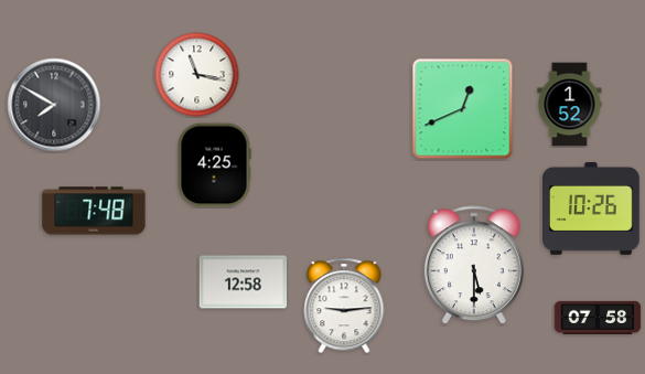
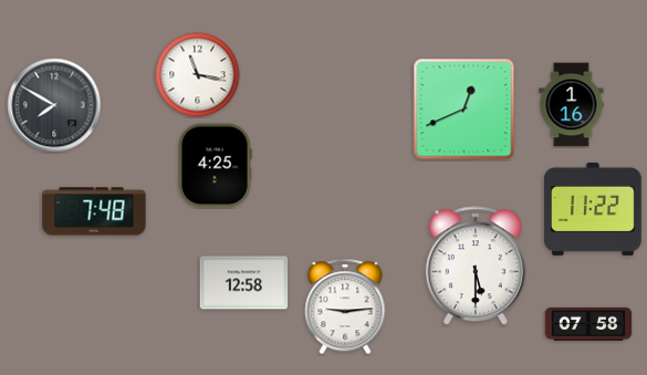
clock at (570, 105): 1:52 -> 1:16
clock at (592, 209): 10:26 -> 11:22
clock at (598, 318) position: (598, 318) -> (588, 324)
